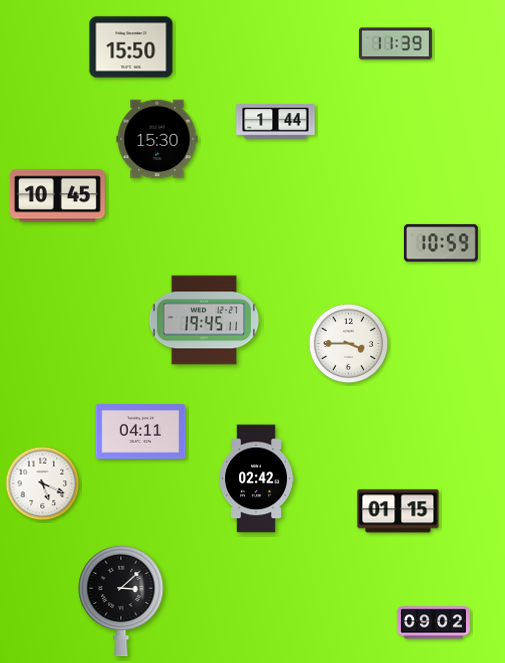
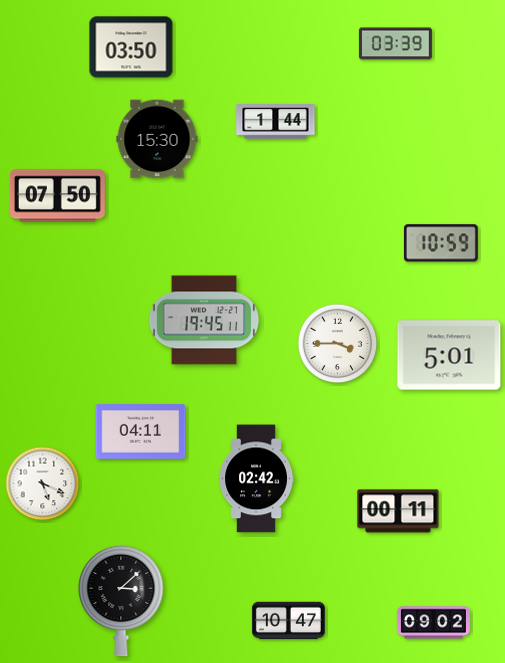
clock at (395, 44): 11:39 -> 03:39
clock at (131, 47): 15:50 -> 03:50
clock at (57, 196): 10:45 -> 07:50
clock at (349, 344) position: (349, 344) -> (338, 344)
clock at (449, 355): none -> 5:01
clock at (398, 511): 01:15 -> 00:11
clock at (288, 621): none -> 10:47
